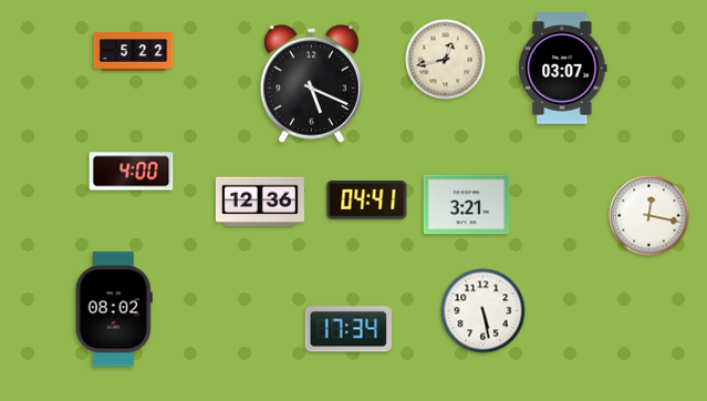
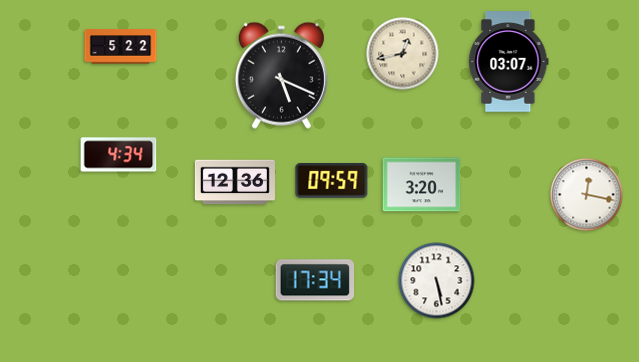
clock at (132, 172): 4:00 -> 4:34
clock at (367, 199): 04:41 -> 09:59
clock at (467, 205): 3:21 -> 3:20
clock at (114, 309): 08:02 -> none
clock at (347, 329) position: (347, 329) -> (314, 280)
